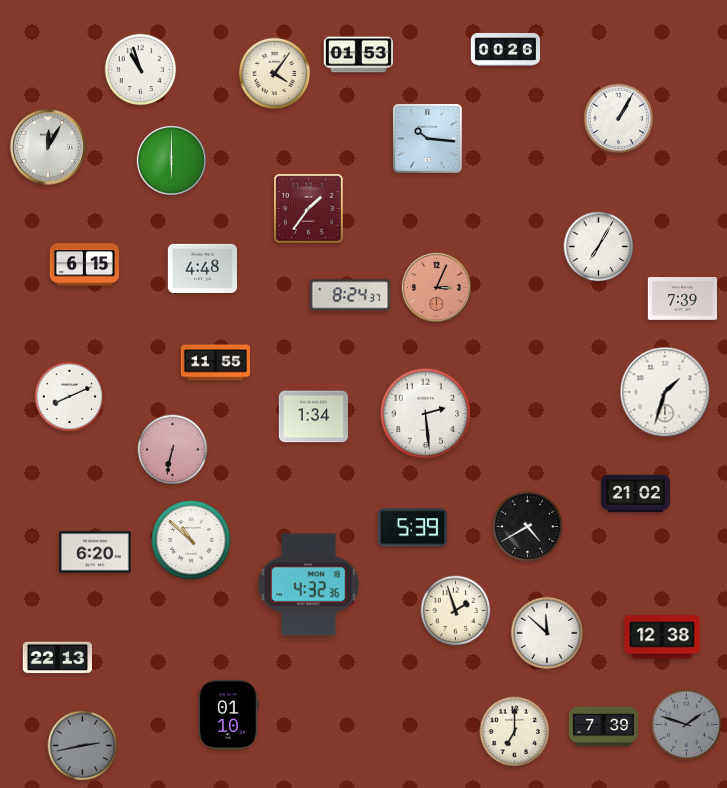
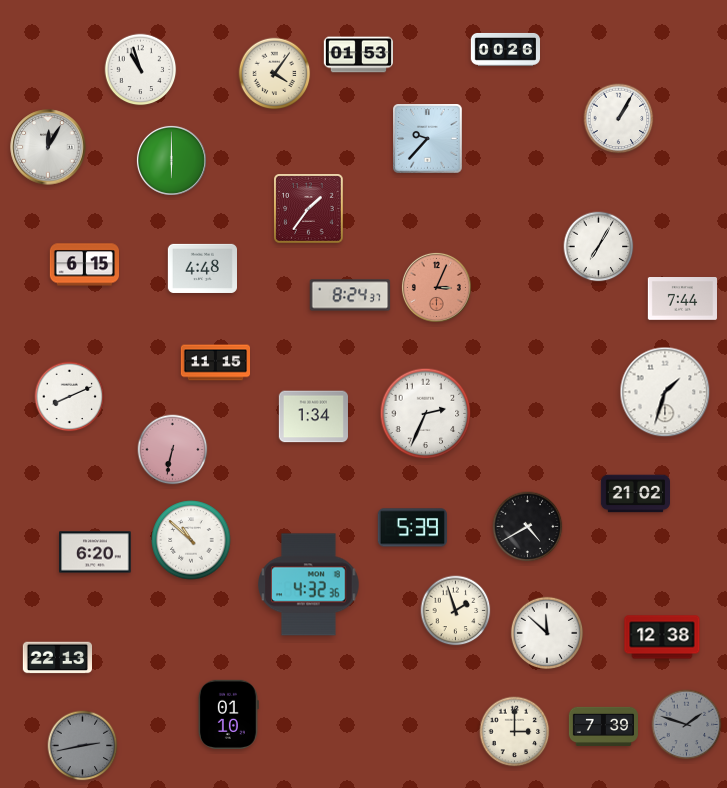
clock at (428, 139): 10:16 -> 9:37
clock at (682, 299): 7:39 -> 7:44
clock at (215, 363): 11:55 -> 11:15
clock at (426, 414): 2:29 -> 2:34
clock at (515, 732): 7:00 -> 3:00
